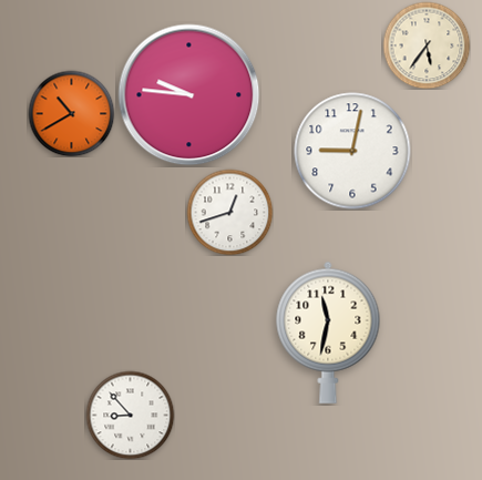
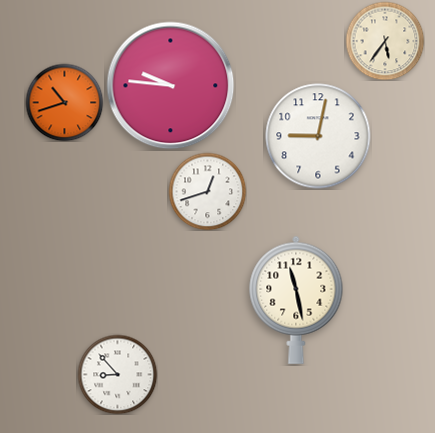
clock at (71, 113): 10:40 -> 10:42
clock at (328, 333): 11:32 -> 11:28
